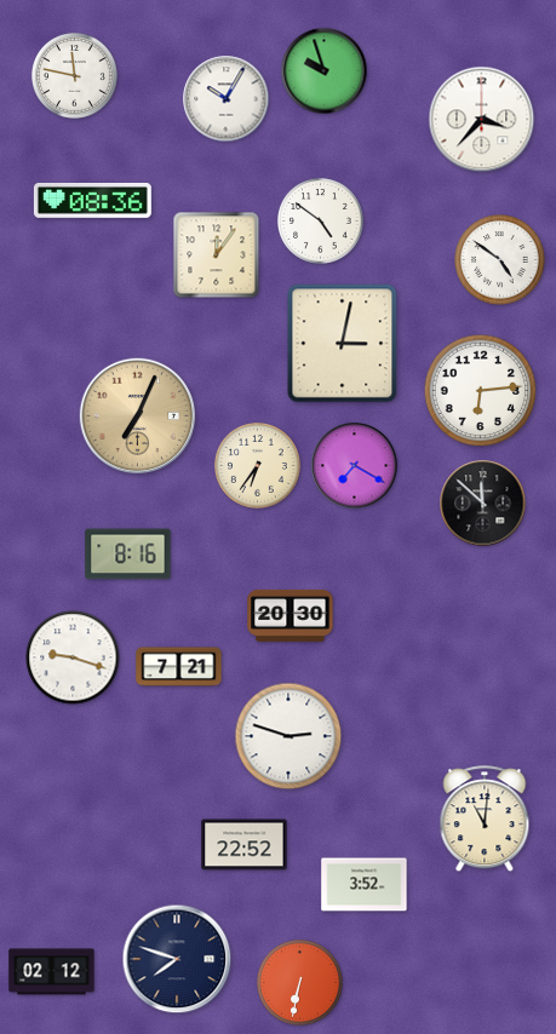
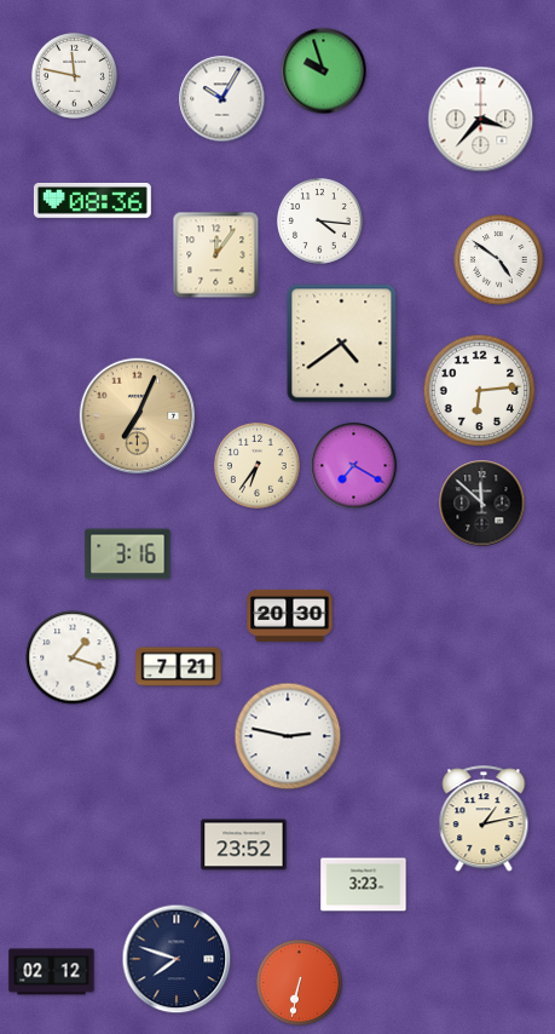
clock at (227, 99) position: (227, 99) -> (222, 99)
clock at (321, 222): 4:51 -> 4:16
clock at (343, 344): 3:02 -> 4:39
clock at (128, 555): 8:16 -> 3:16
clock at (73, 657): 9:18 -> 1:18
clock at (288, 736): 2:48 -> 2:47
clock at (485, 820): 11:01 -> 1:13
clock at (245, 845): 22:52 -> 23:52
clock at (365, 885): 3:52 -> 3:23
